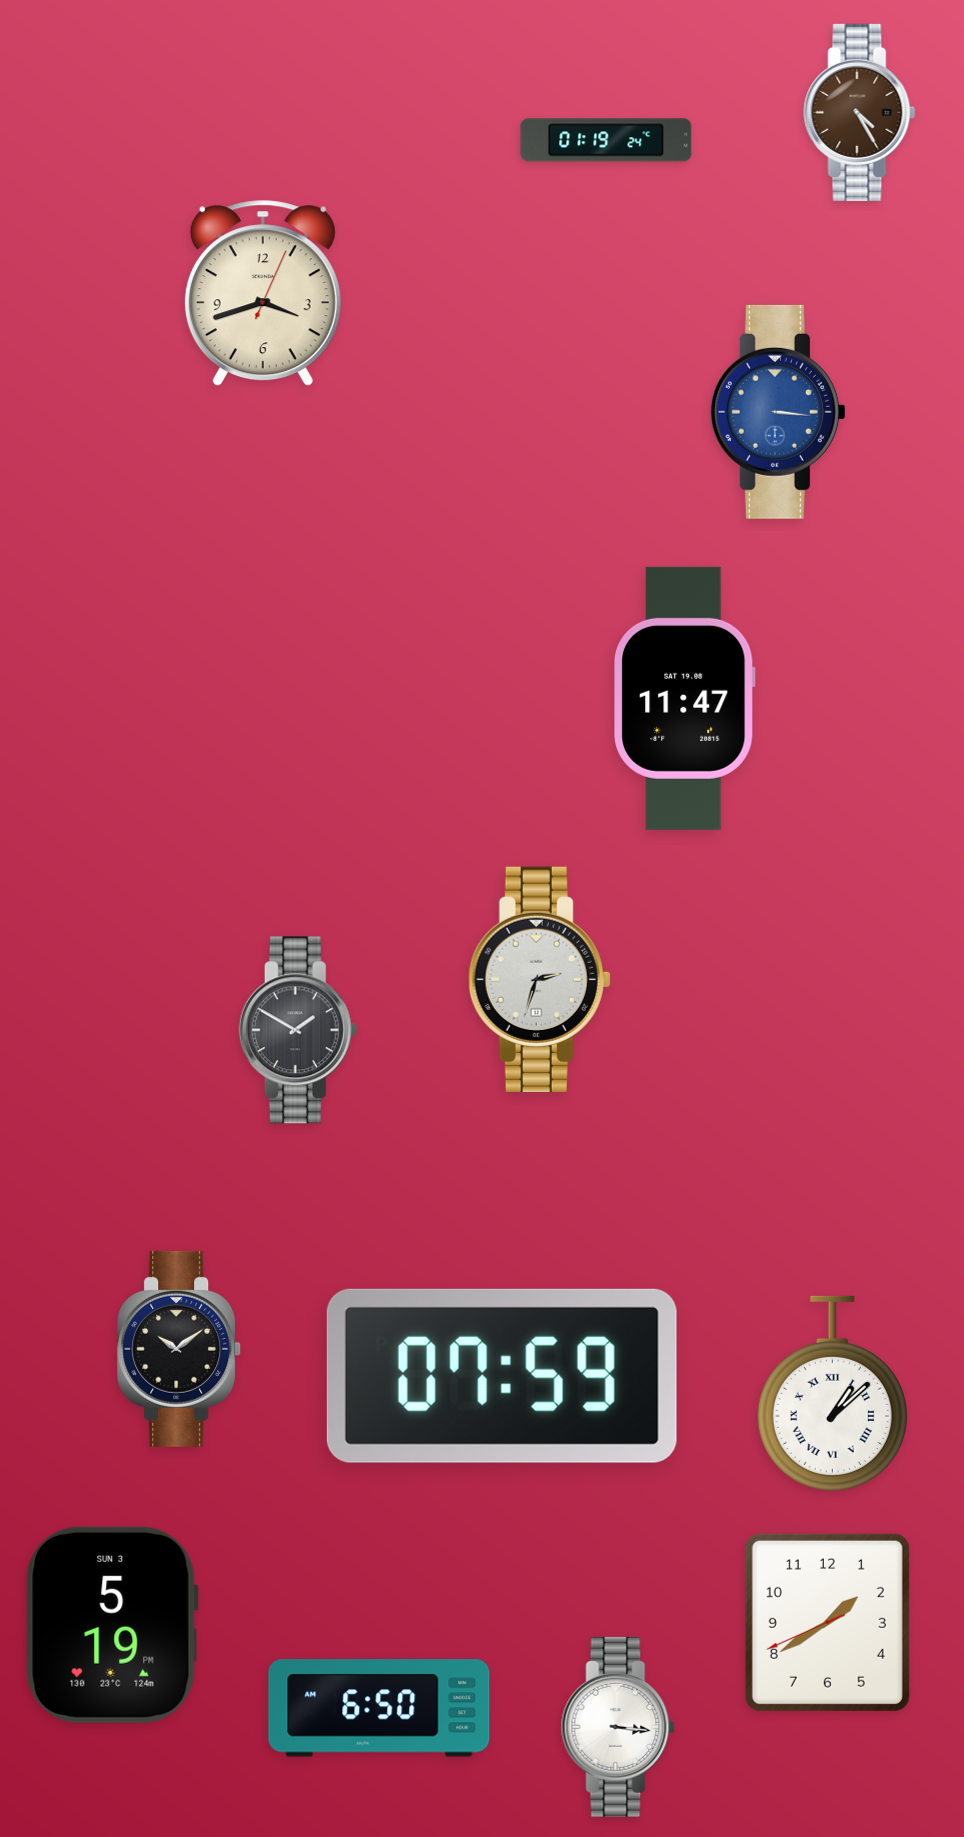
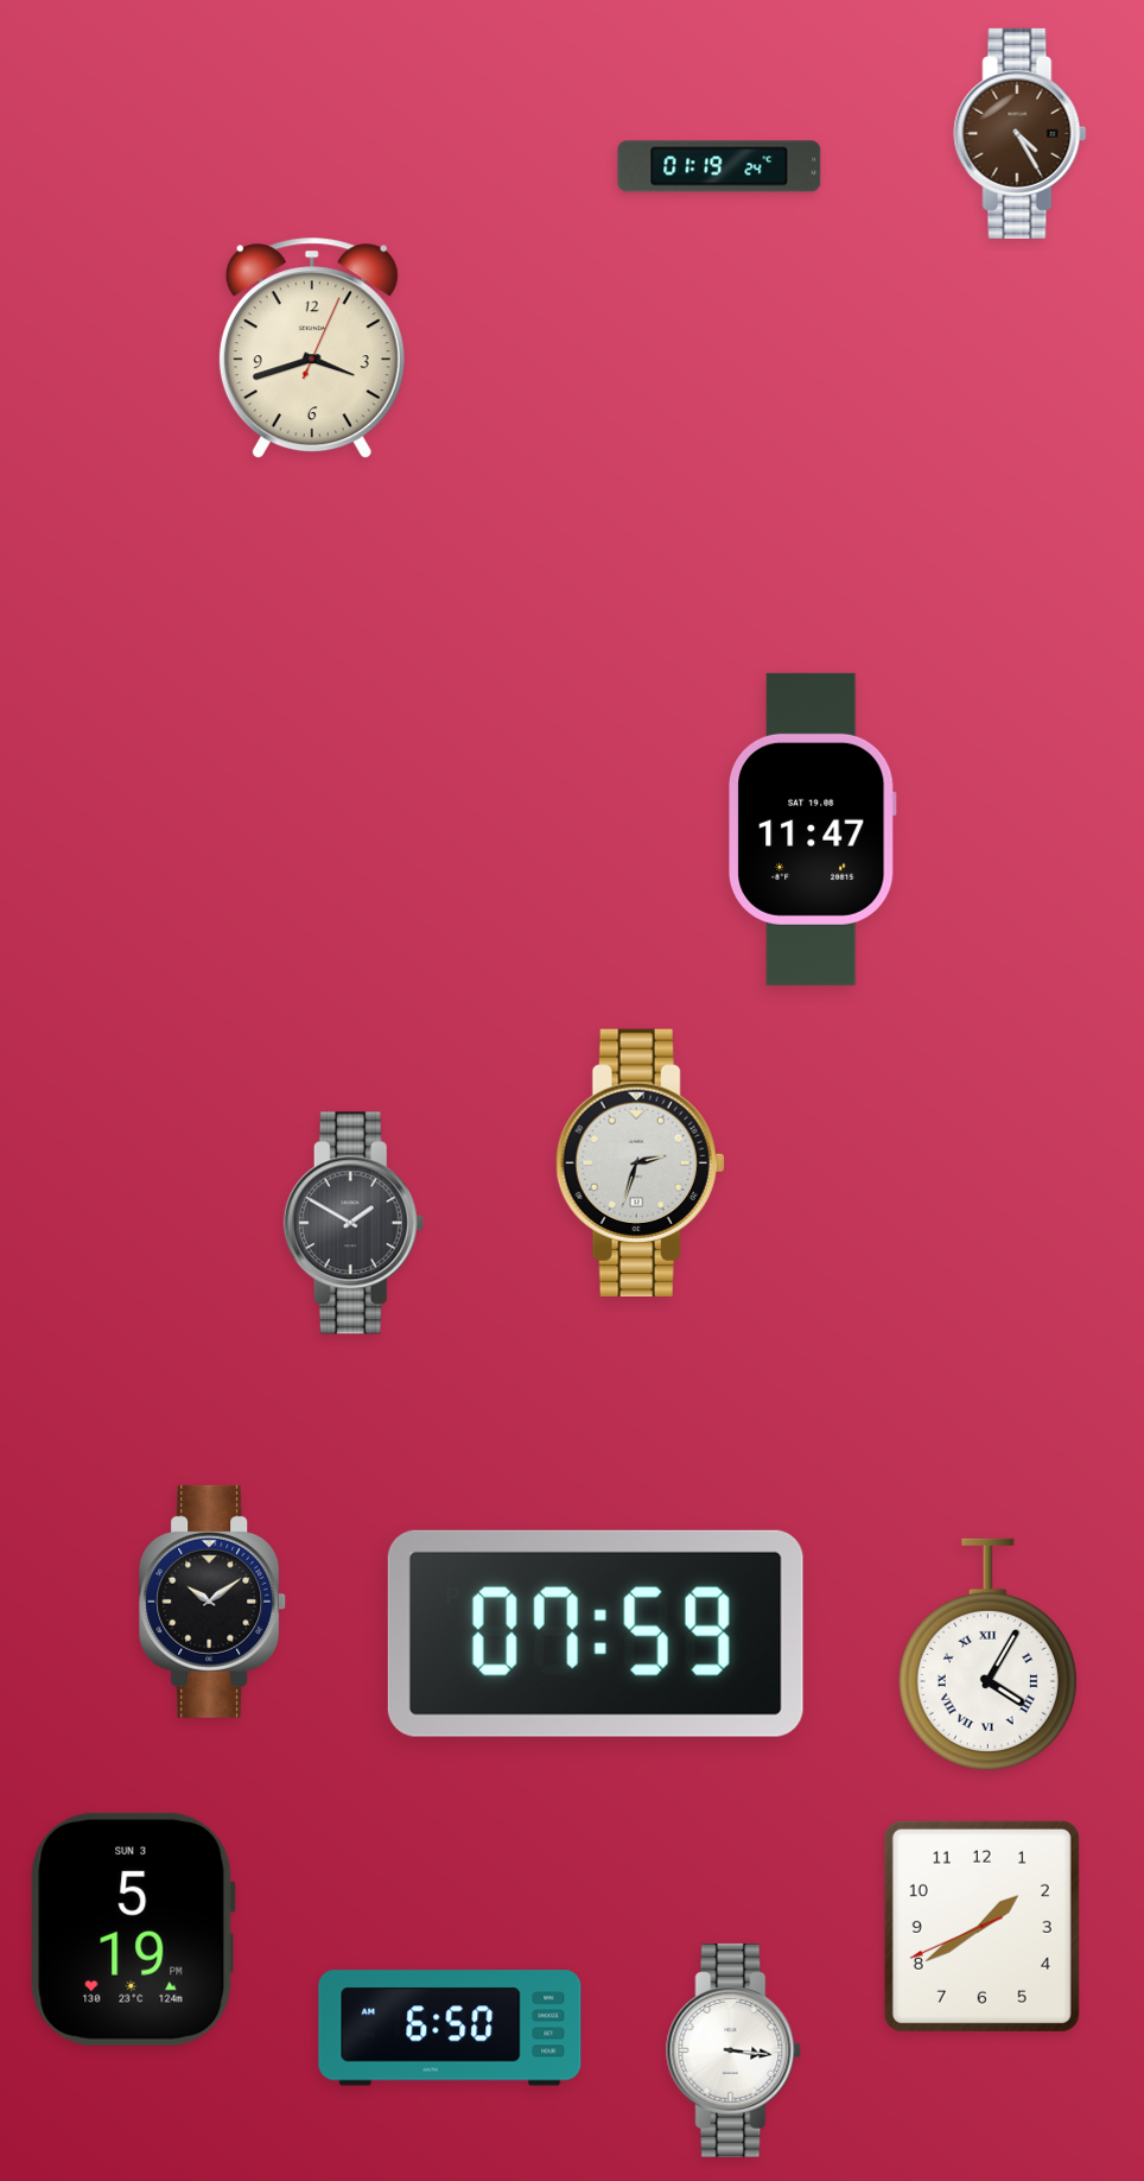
clock at (778, 412): 3:16 -> none
clock at (832, 1393): 1:08 -> 4:05
